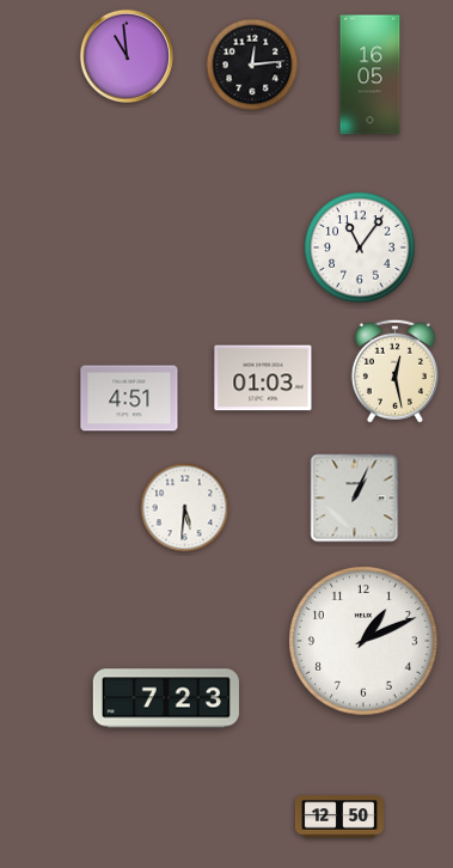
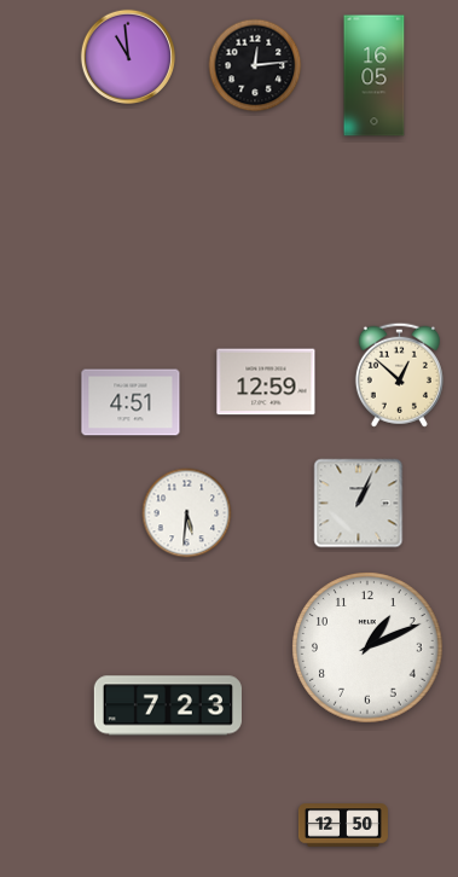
clock at (360, 247): 11:06 -> none
clock at (394, 371): 12:28 -> 12:52
clock at (263, 378): 01:03 -> 12:59
